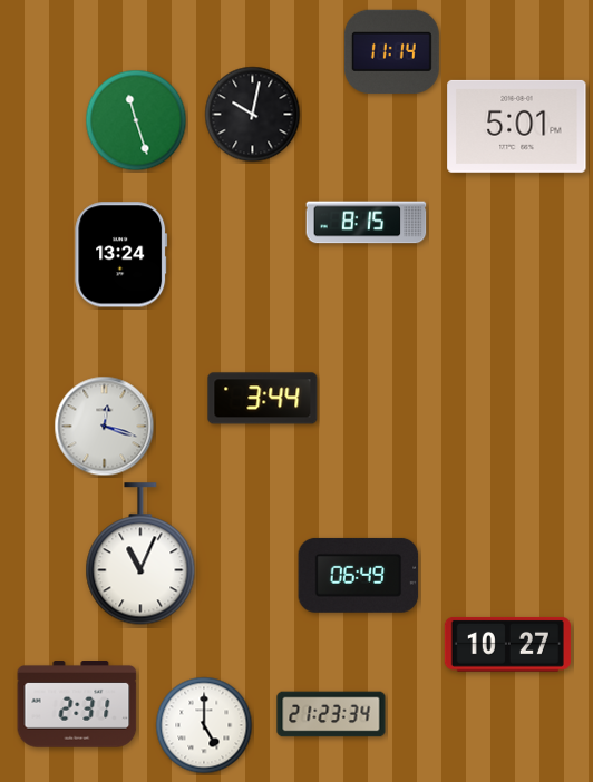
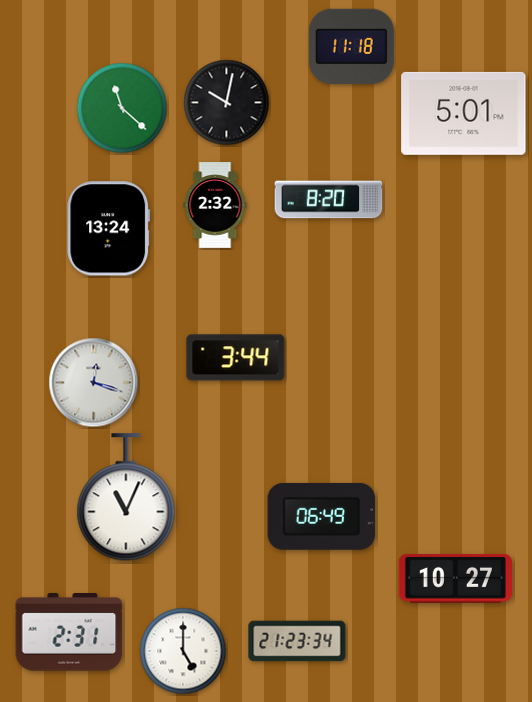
clock at (391, 51): 11:14 -> 11:18
clock at (136, 120): 11:27 -> 11:22
clock at (367, 223): 8:15 -> 8:20
clock at (215, 205): none -> 2:32
